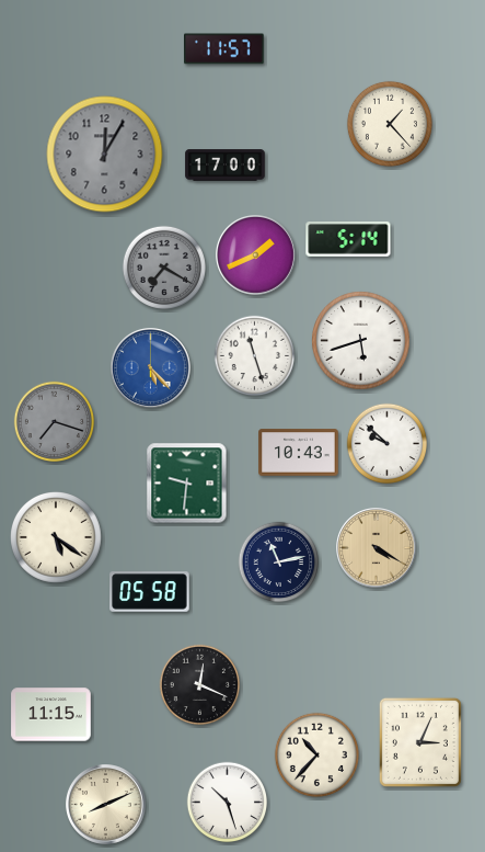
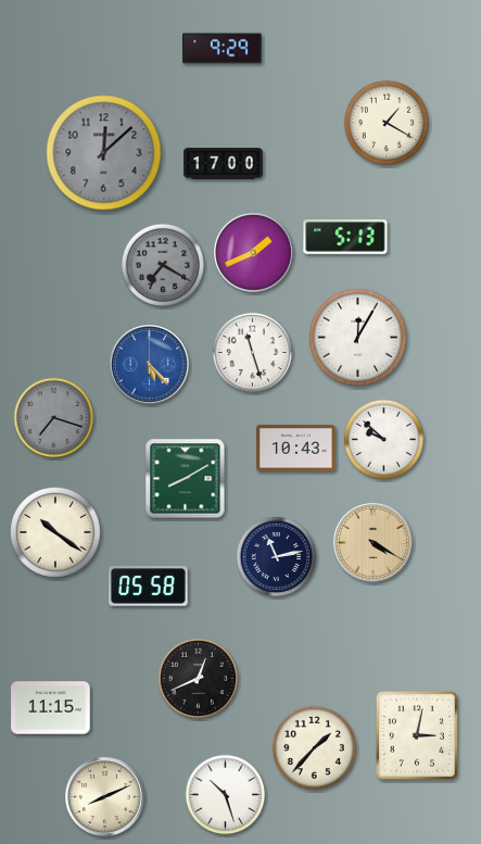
clock at (224, 49): 11:57 -> 9:29
clock at (390, 124): 1:23 -> 1:20
clock at (105, 155): 12:05 -> 12:08
clock at (348, 239): 5:14 -> 5:13
clock at (361, 341): 5:42 -> 12:05
clock at (187, 484): 9:31 -> 8:10
clock at (57, 538): 5:21 -> 10:21
clock at (200, 685): 12:19 -> 12:41
clock at (420, 742): 3:04 -> 3:02
clock at (316, 754): 10:37 -> 1:37
